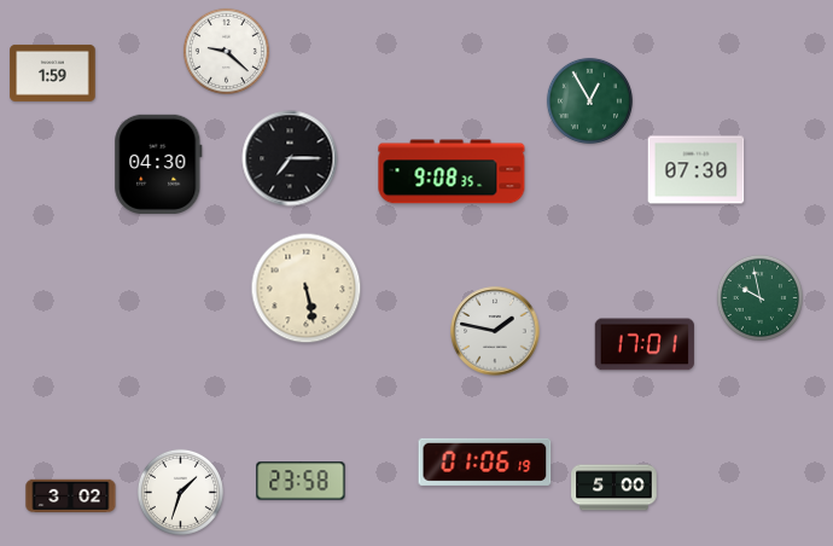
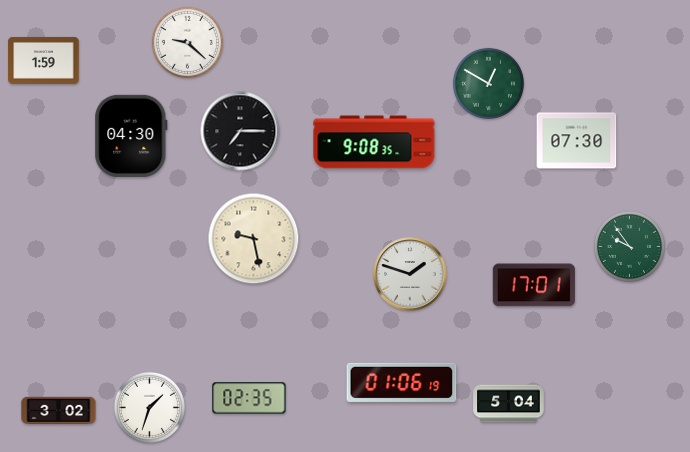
clock at (589, 100): 12:55 -> 12:50
clock at (307, 289): 5:28 -> 9:28
clock at (759, 297): 9:58 -> 9:54
clock at (495, 331): 1:47 -> 1:48
clock at (301, 481): 23:58 -> 02:35
clock at (614, 488): 5:00 -> 5:04
